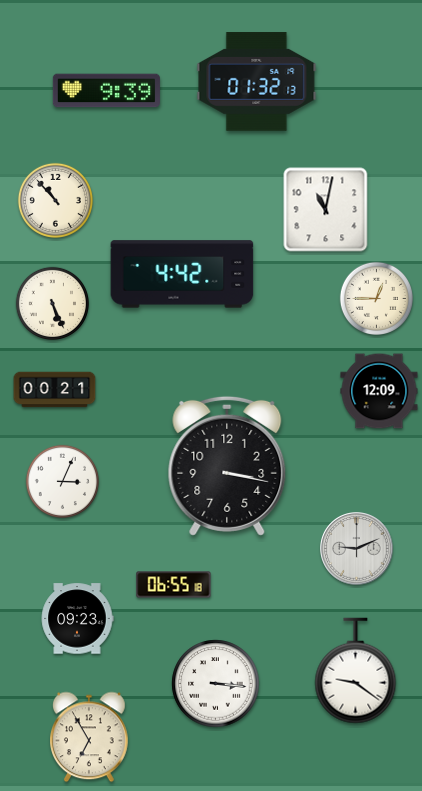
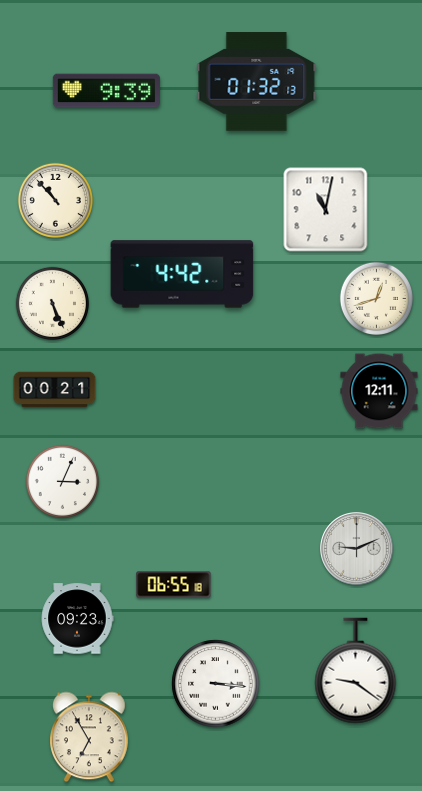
clock at (376, 298): 12:45 -> 12:42
clock at (379, 391): 12:09 -> 12:11
clock at (227, 466): 3:17 -> none
